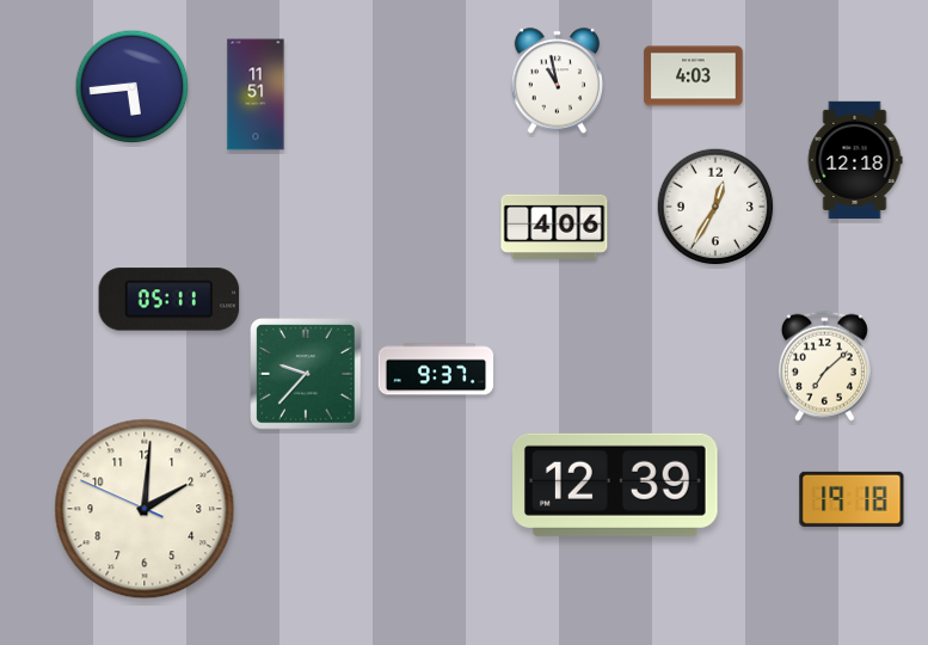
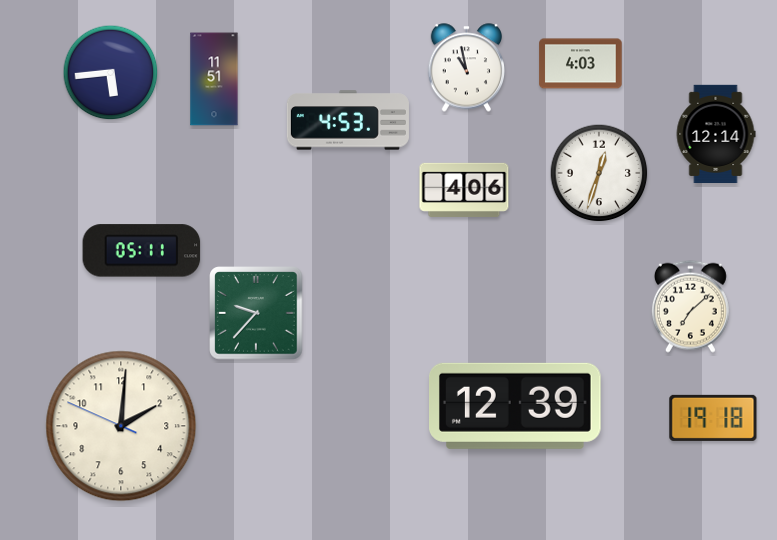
clock at (348, 120): none -> 4:53
clock at (855, 159): 12:18 -> 12:14
clock at (715, 207): 12:35 -> 12:33
clock at (436, 369): 9:37 -> none
